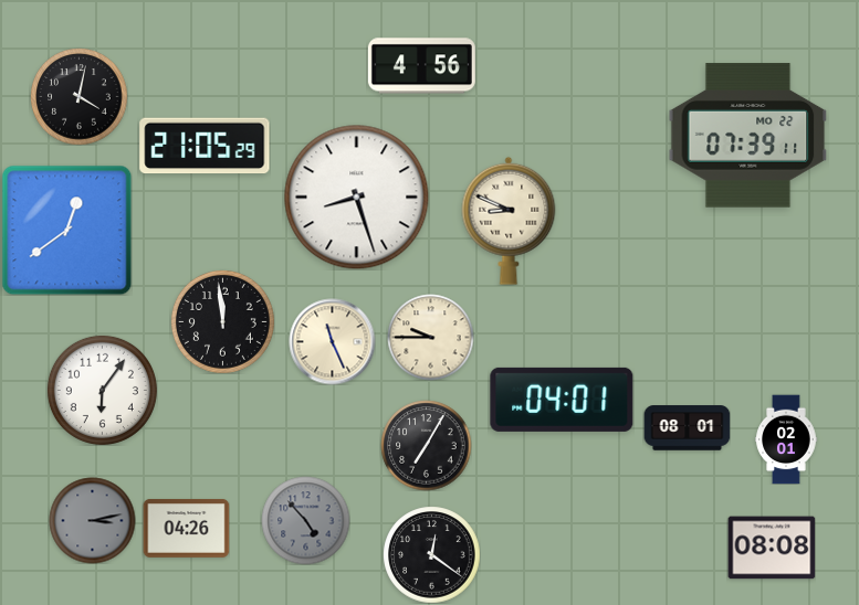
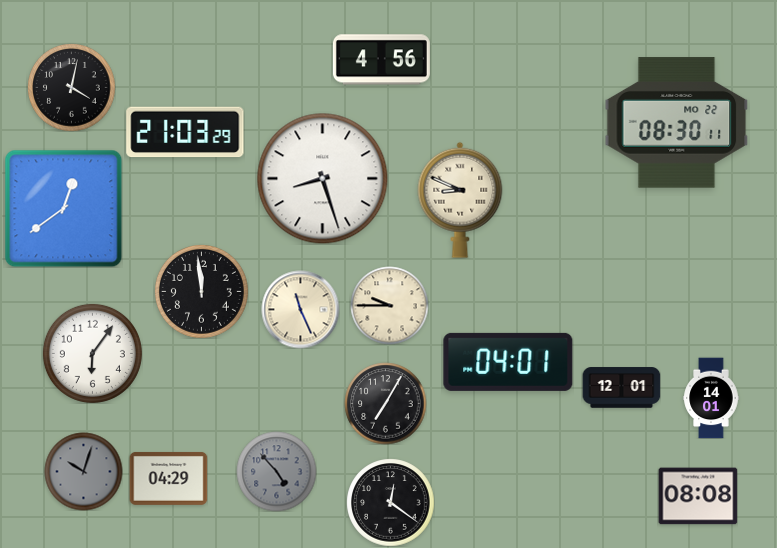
clock at (748, 136): 07:39 -> 08:30
clock at (205, 146): 21:05 -> 21:03
clock at (66, 230) position: (66, 230) -> (63, 208)
clock at (687, 428): 08:01 -> 12:01
clock at (786, 439): 02:01 -> 14:01
clock at (92, 520): 3:13 -> 10:03
clock at (186, 528): 04:26 -> 04:29
